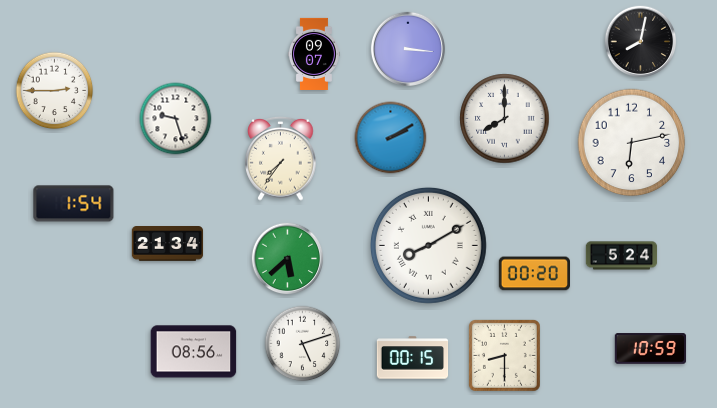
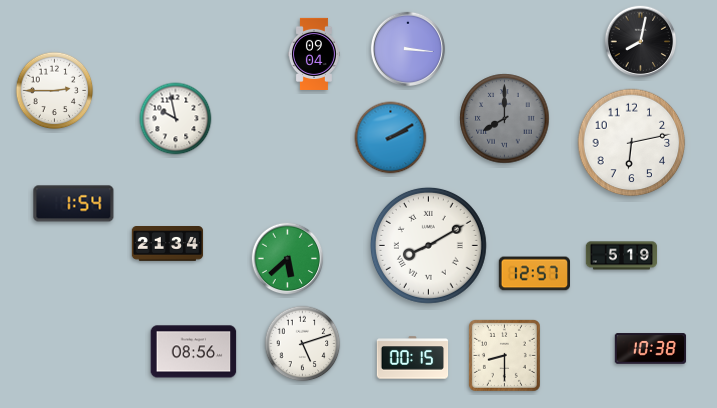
clock at (314, 54): 09:07 -> 09:04
clock at (176, 119): 9:27 -> 9:58
clock at (505, 119) dial: white -> grey
clock at (281, 159): 7:36 -> none
clock at (622, 256): 5:24 -> 5:19
clock at (534, 274): 00:20 -> 12:57
clock at (651, 349): 10:59 -> 10:38
